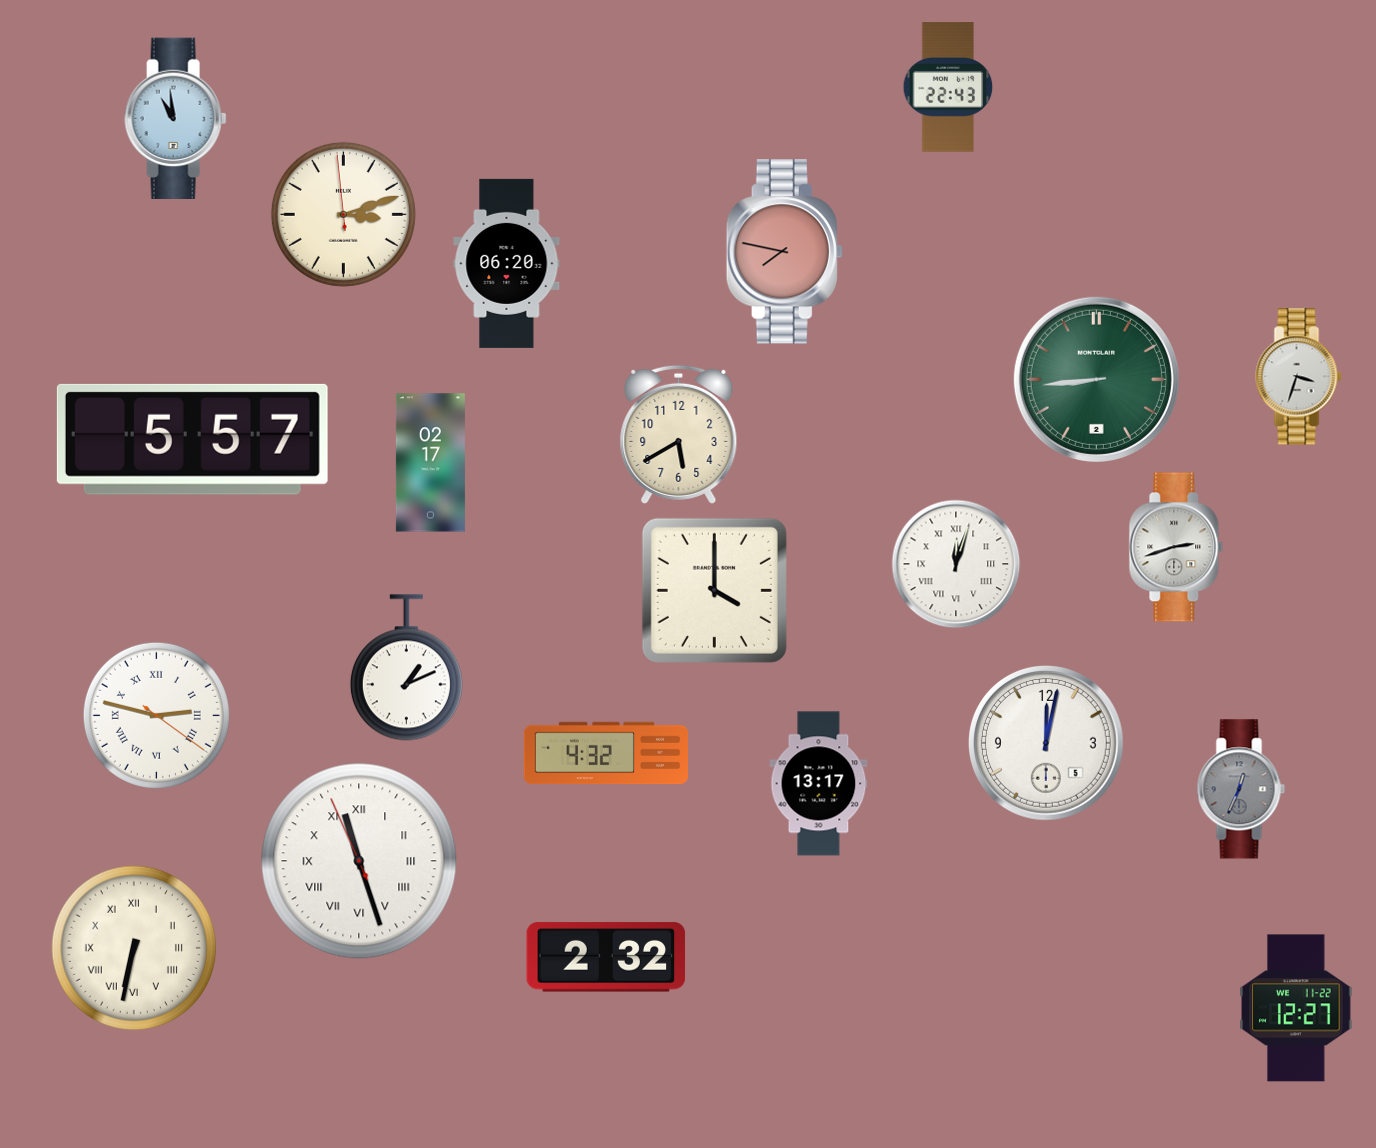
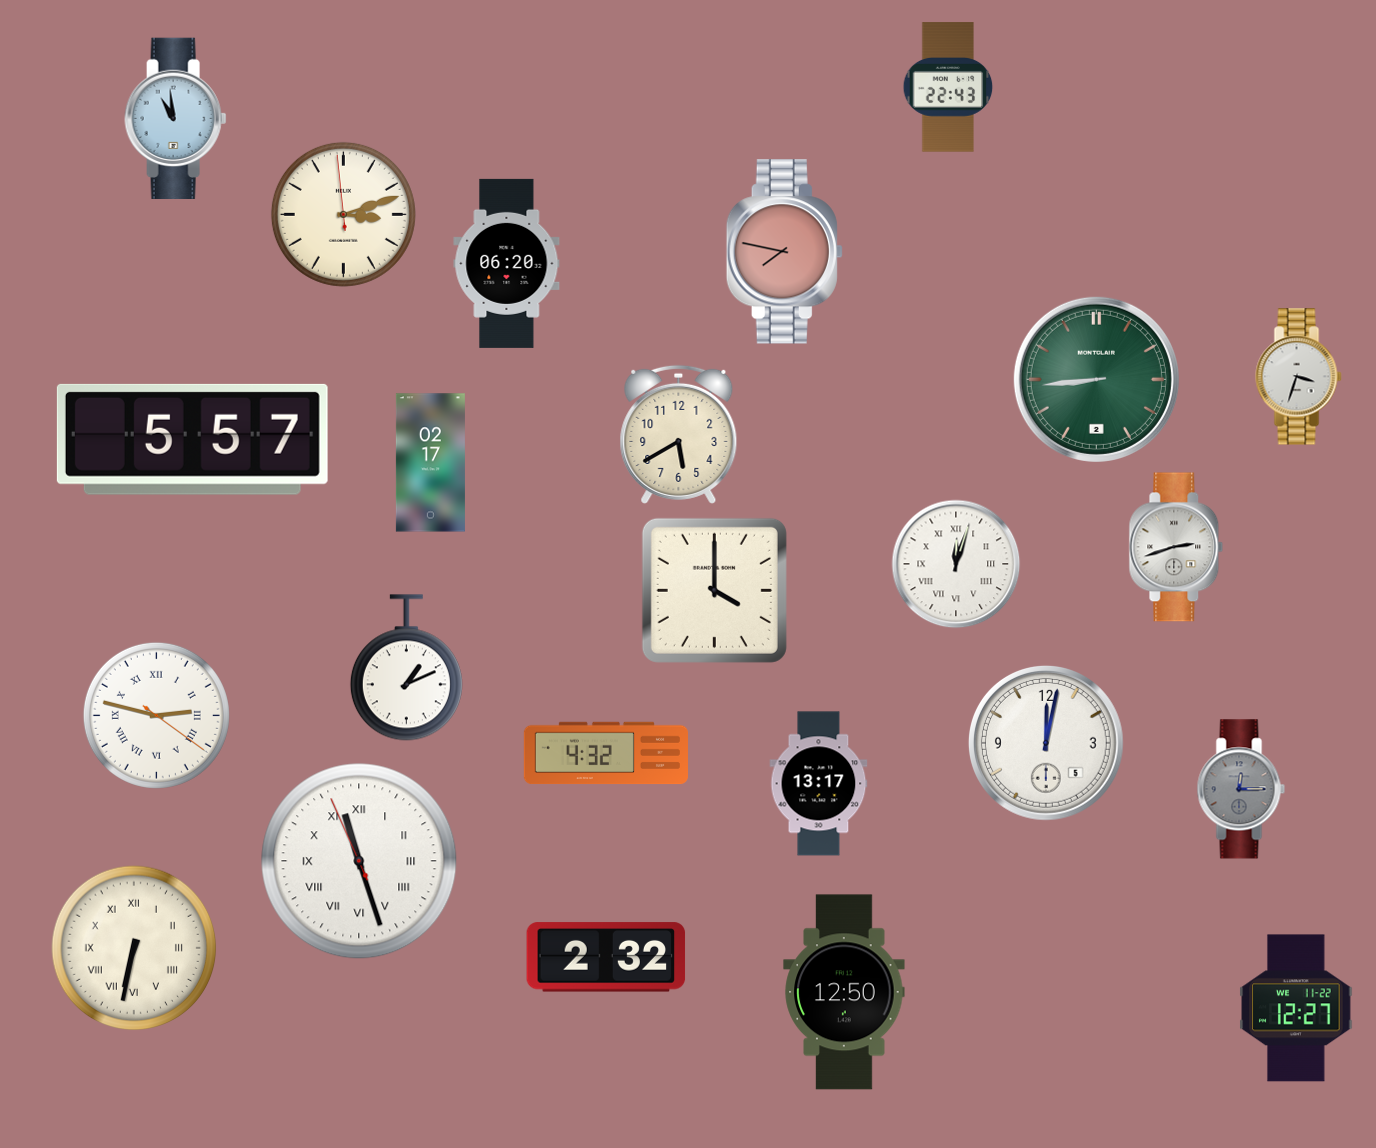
clock at (1241, 789): 12:34 -> 12:15
clock at (844, 992): none -> 12:50
